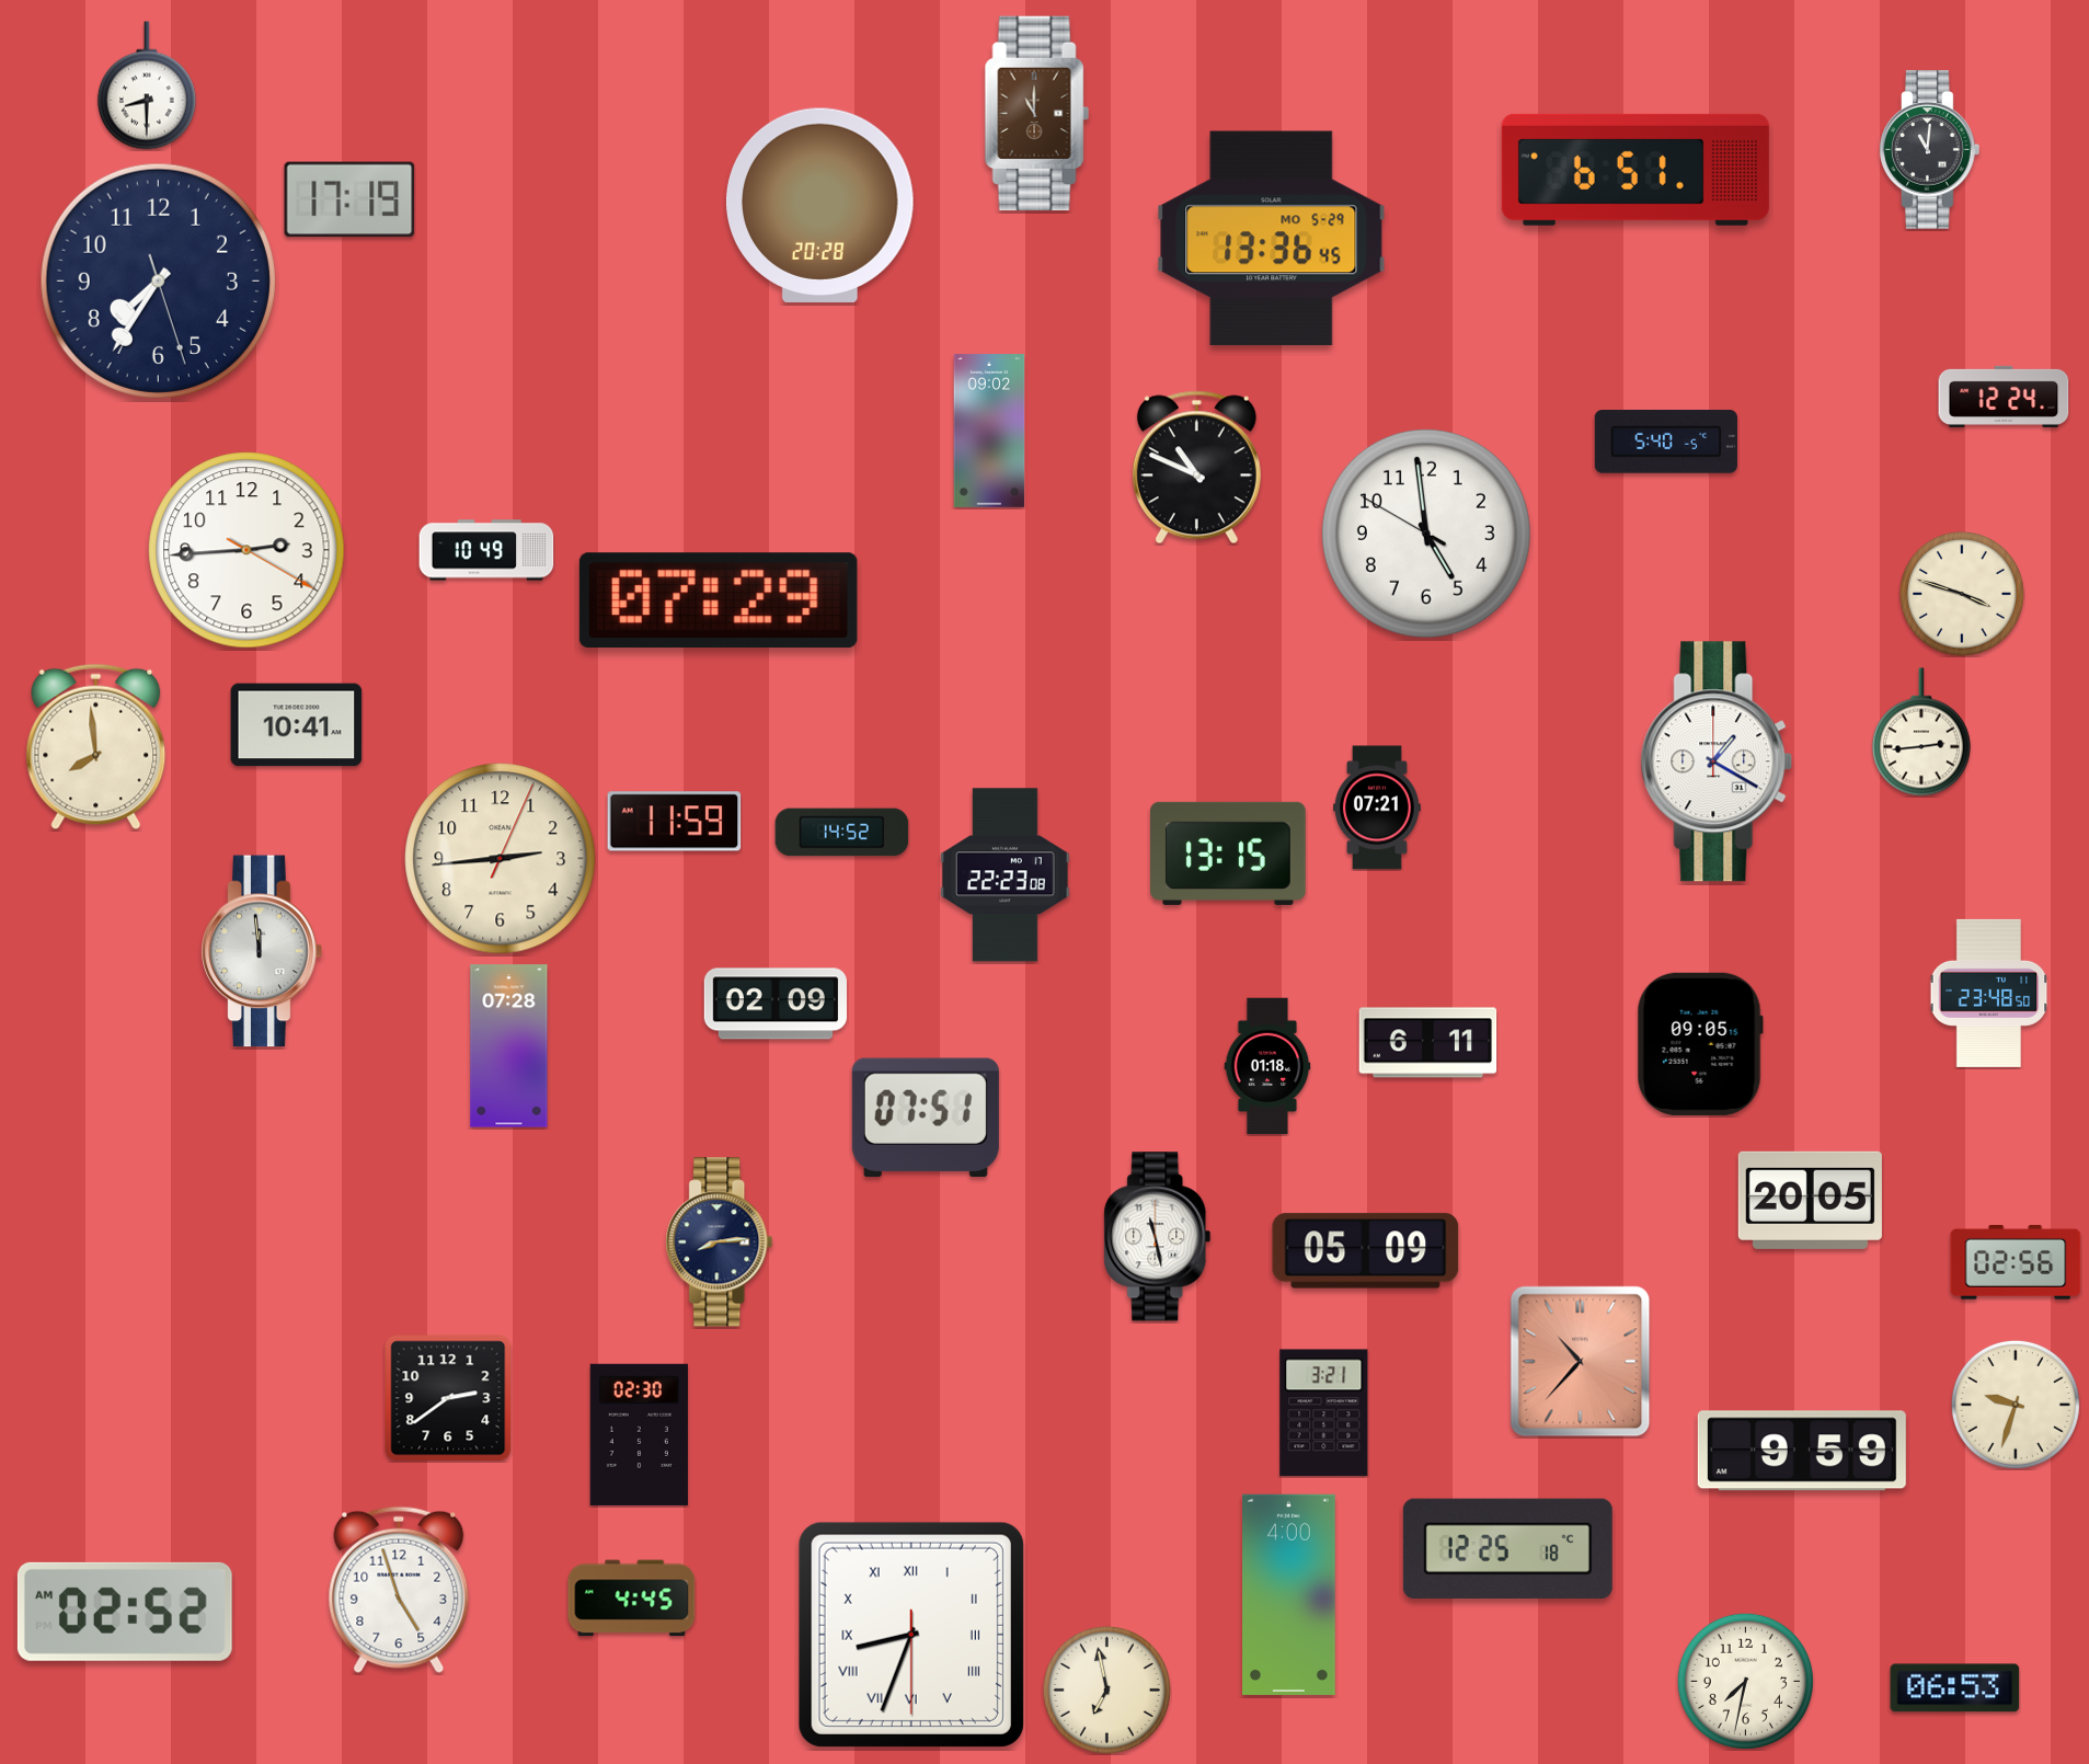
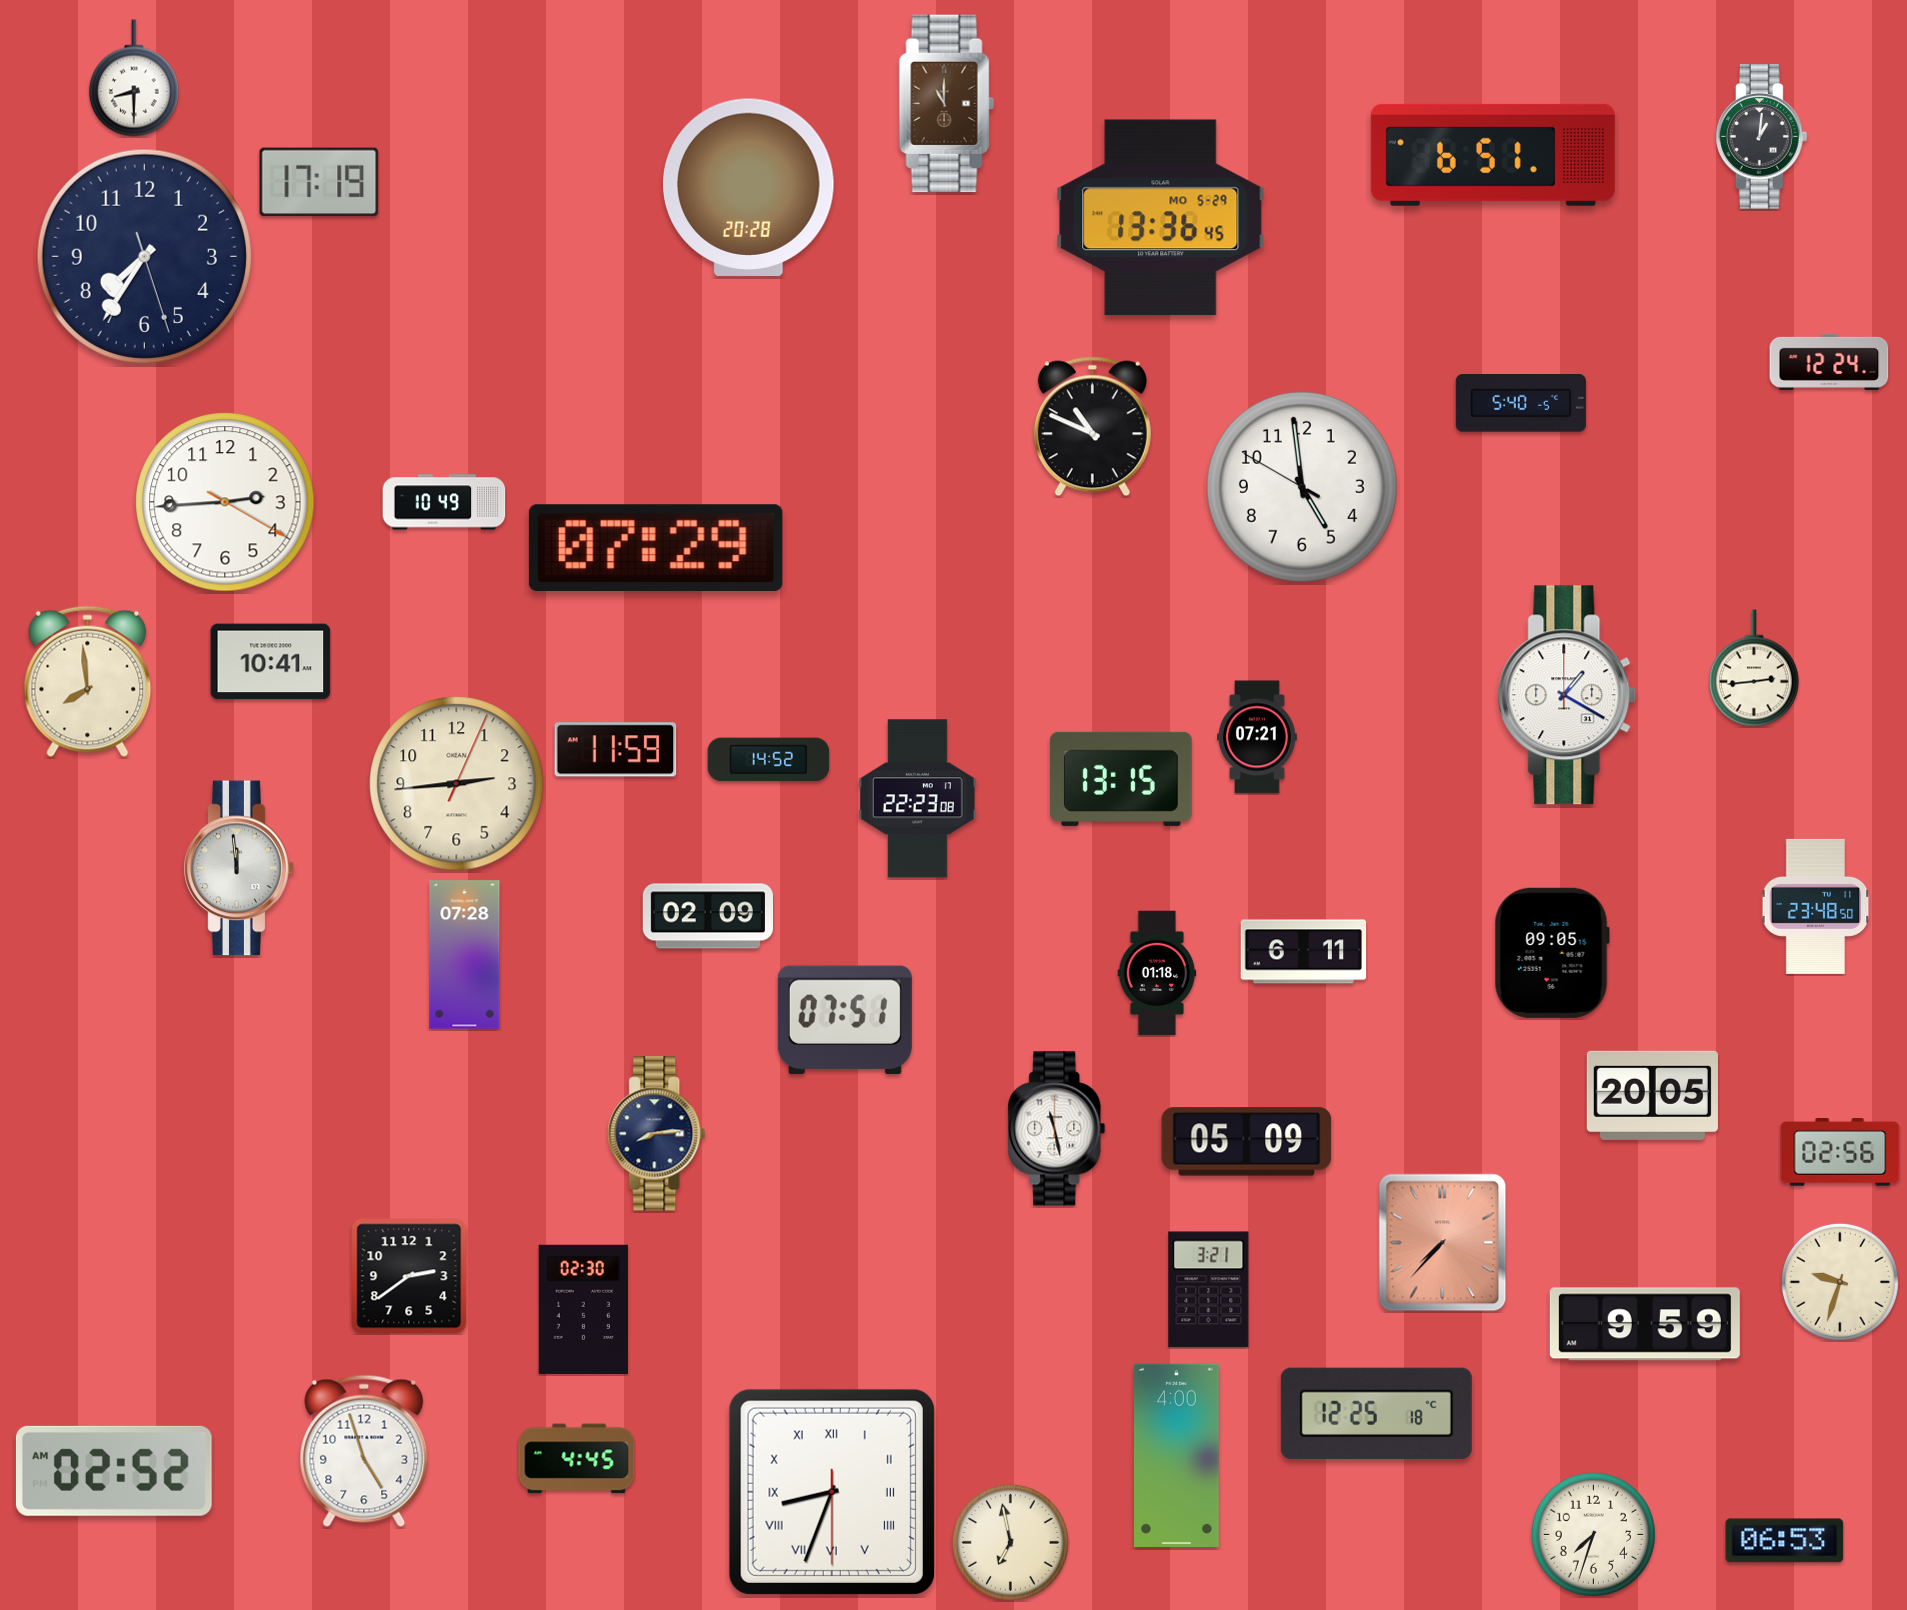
clock at (1930, 150): 11:01 -> 1:01
clock at (989, 432): 09:02 -> none
clock at (1962, 594): 3:48 -> none
clock at (1581, 1362): 10:37 -> 7:37
clock at (1745, 1681): 7:32 -> 7:33
